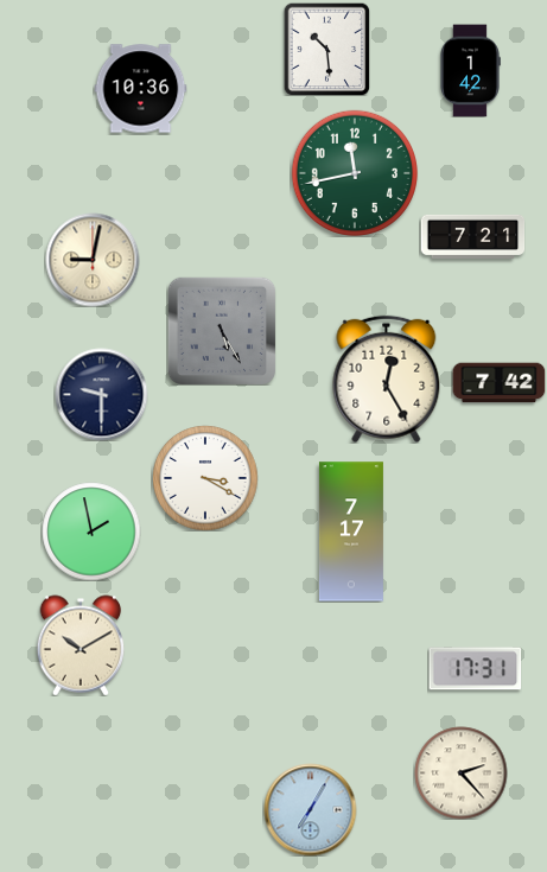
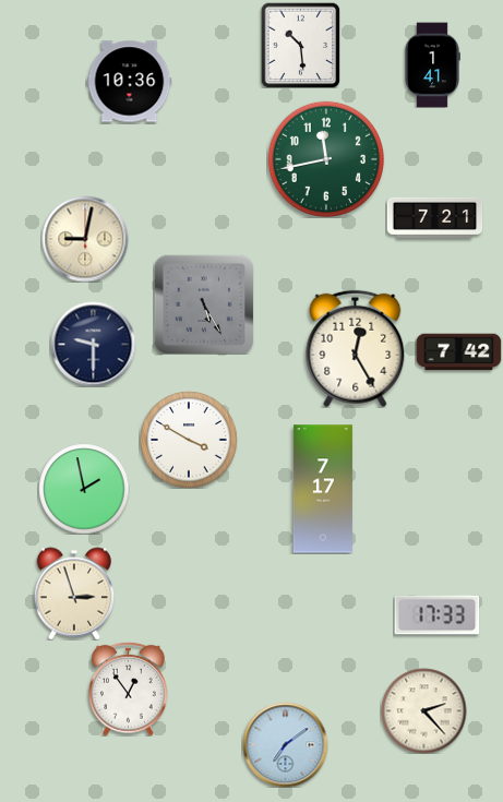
clock at (470, 70): 1:42 -> 1:41
clock at (101, 394) position: (101, 394) -> (93, 344)
clock at (205, 478): 3:20 -> 3:50
clock at (81, 645): 10:10 -> 2:57
clock at (475, 669): 17:31 -> 17:33
clock at (129, 689): none -> 12:54
clock at (310, 809): 7:05 -> 7:09
